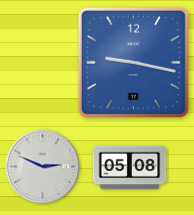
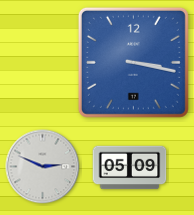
clock at (133, 62): 9:17 -> 3:17
clock at (130, 168): 05:08 -> 05:09
